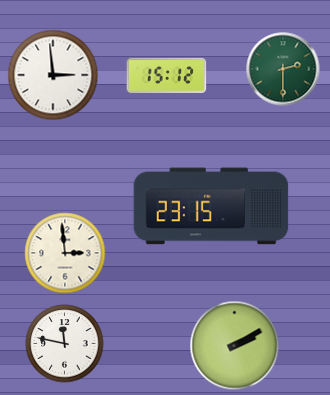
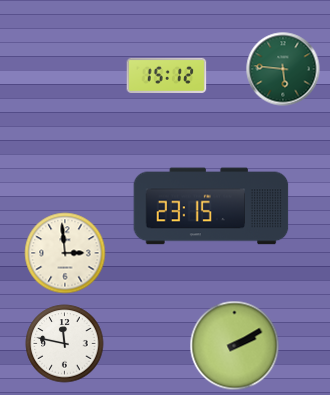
clock at (283, 69): 2:30 -> 5:46
clock at (53, 75): 2:59 -> none
